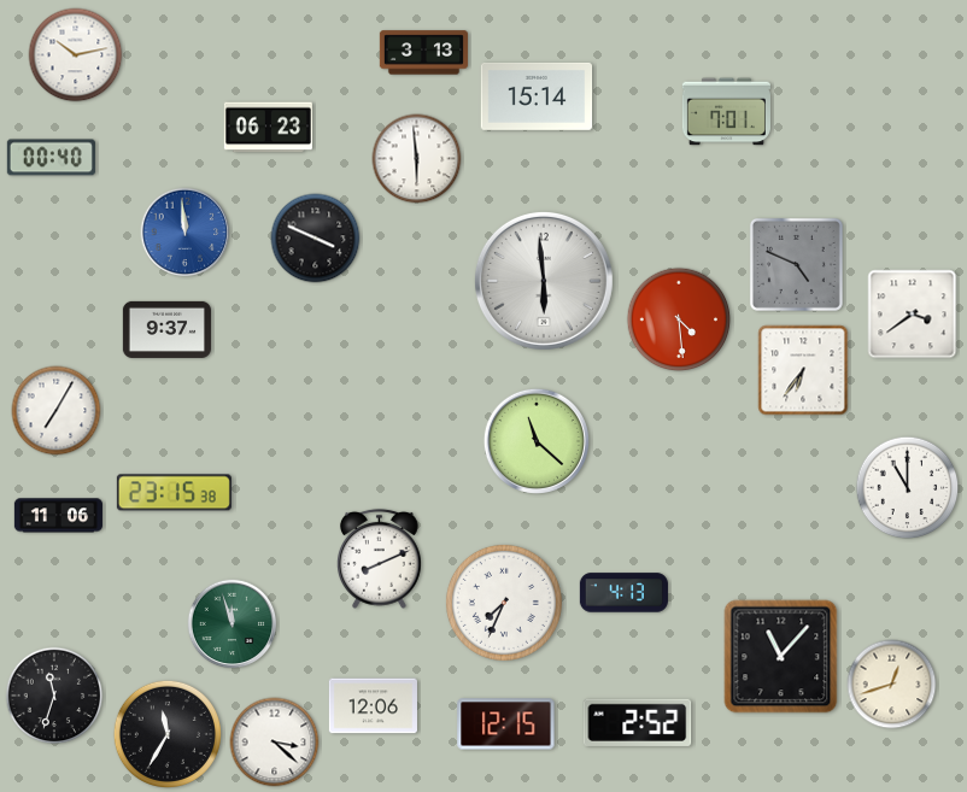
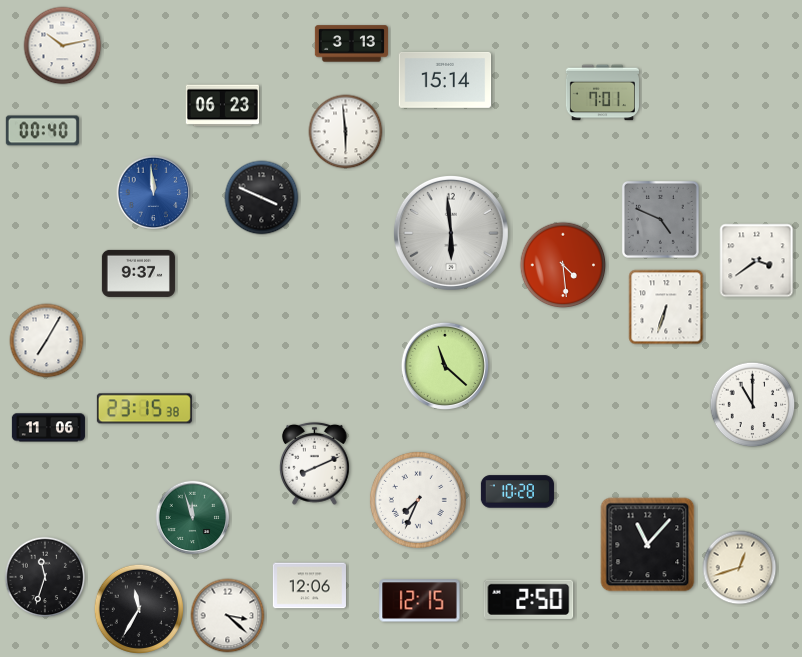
clock at (803, 370): 6:36 -> 6:33
clock at (623, 593): 4:13 -> 10:28
clock at (638, 722): 2:52 -> 2:50
